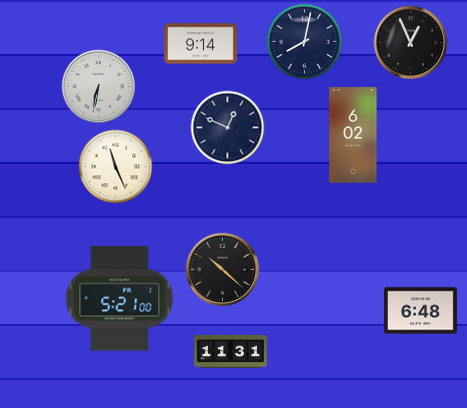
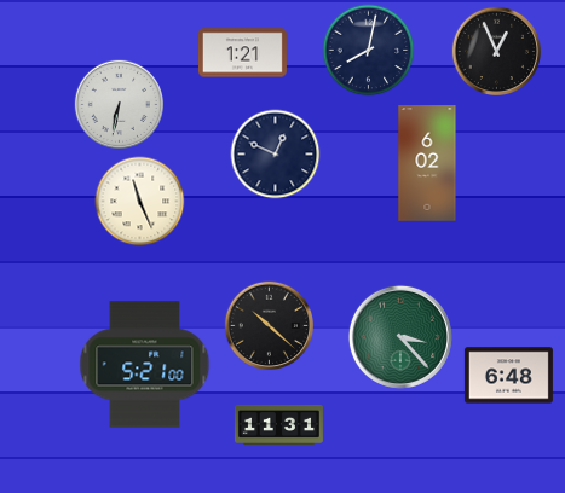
clock at (200, 44): 9:14 -> 1:21
clock at (400, 337): none -> 3:23
clock at (120, 299) position: (120, 299) -> (145, 365)
